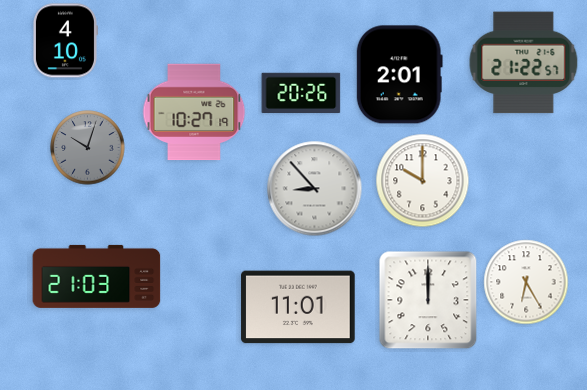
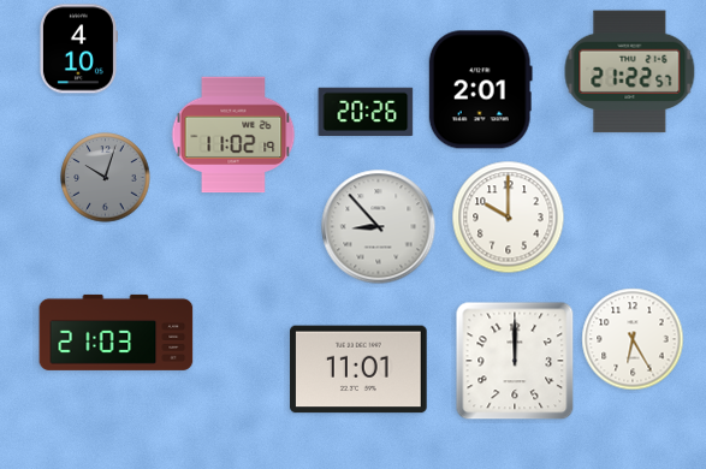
clock at (524, 63) position: (524, 63) -> (630, 72)
clock at (301, 92) position: (301, 92) -> (366, 111)
clock at (194, 112): 10:27 -> 11:02
